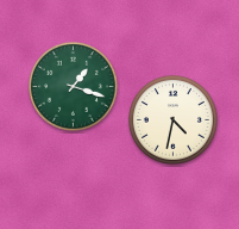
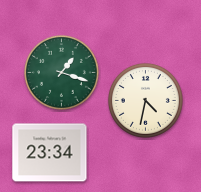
clock at (50, 153): none -> 23:34
